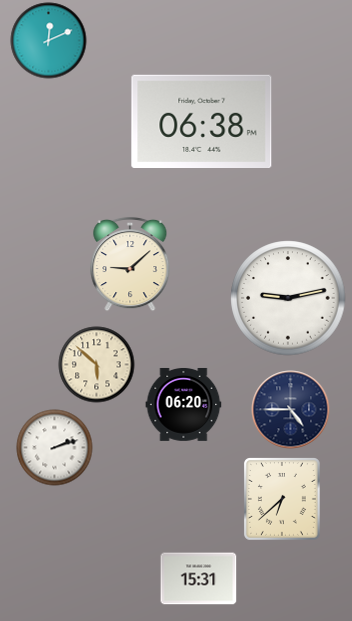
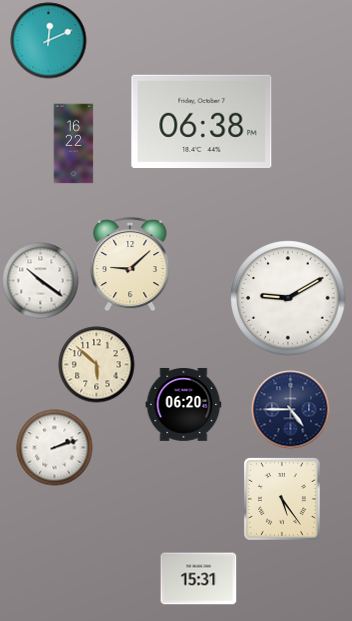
clock at (74, 144): none -> 16:22
clock at (41, 281): none -> 10:21
clock at (288, 298): 9:13 -> 9:10
clock at (283, 500): 6:38 -> 5:24
